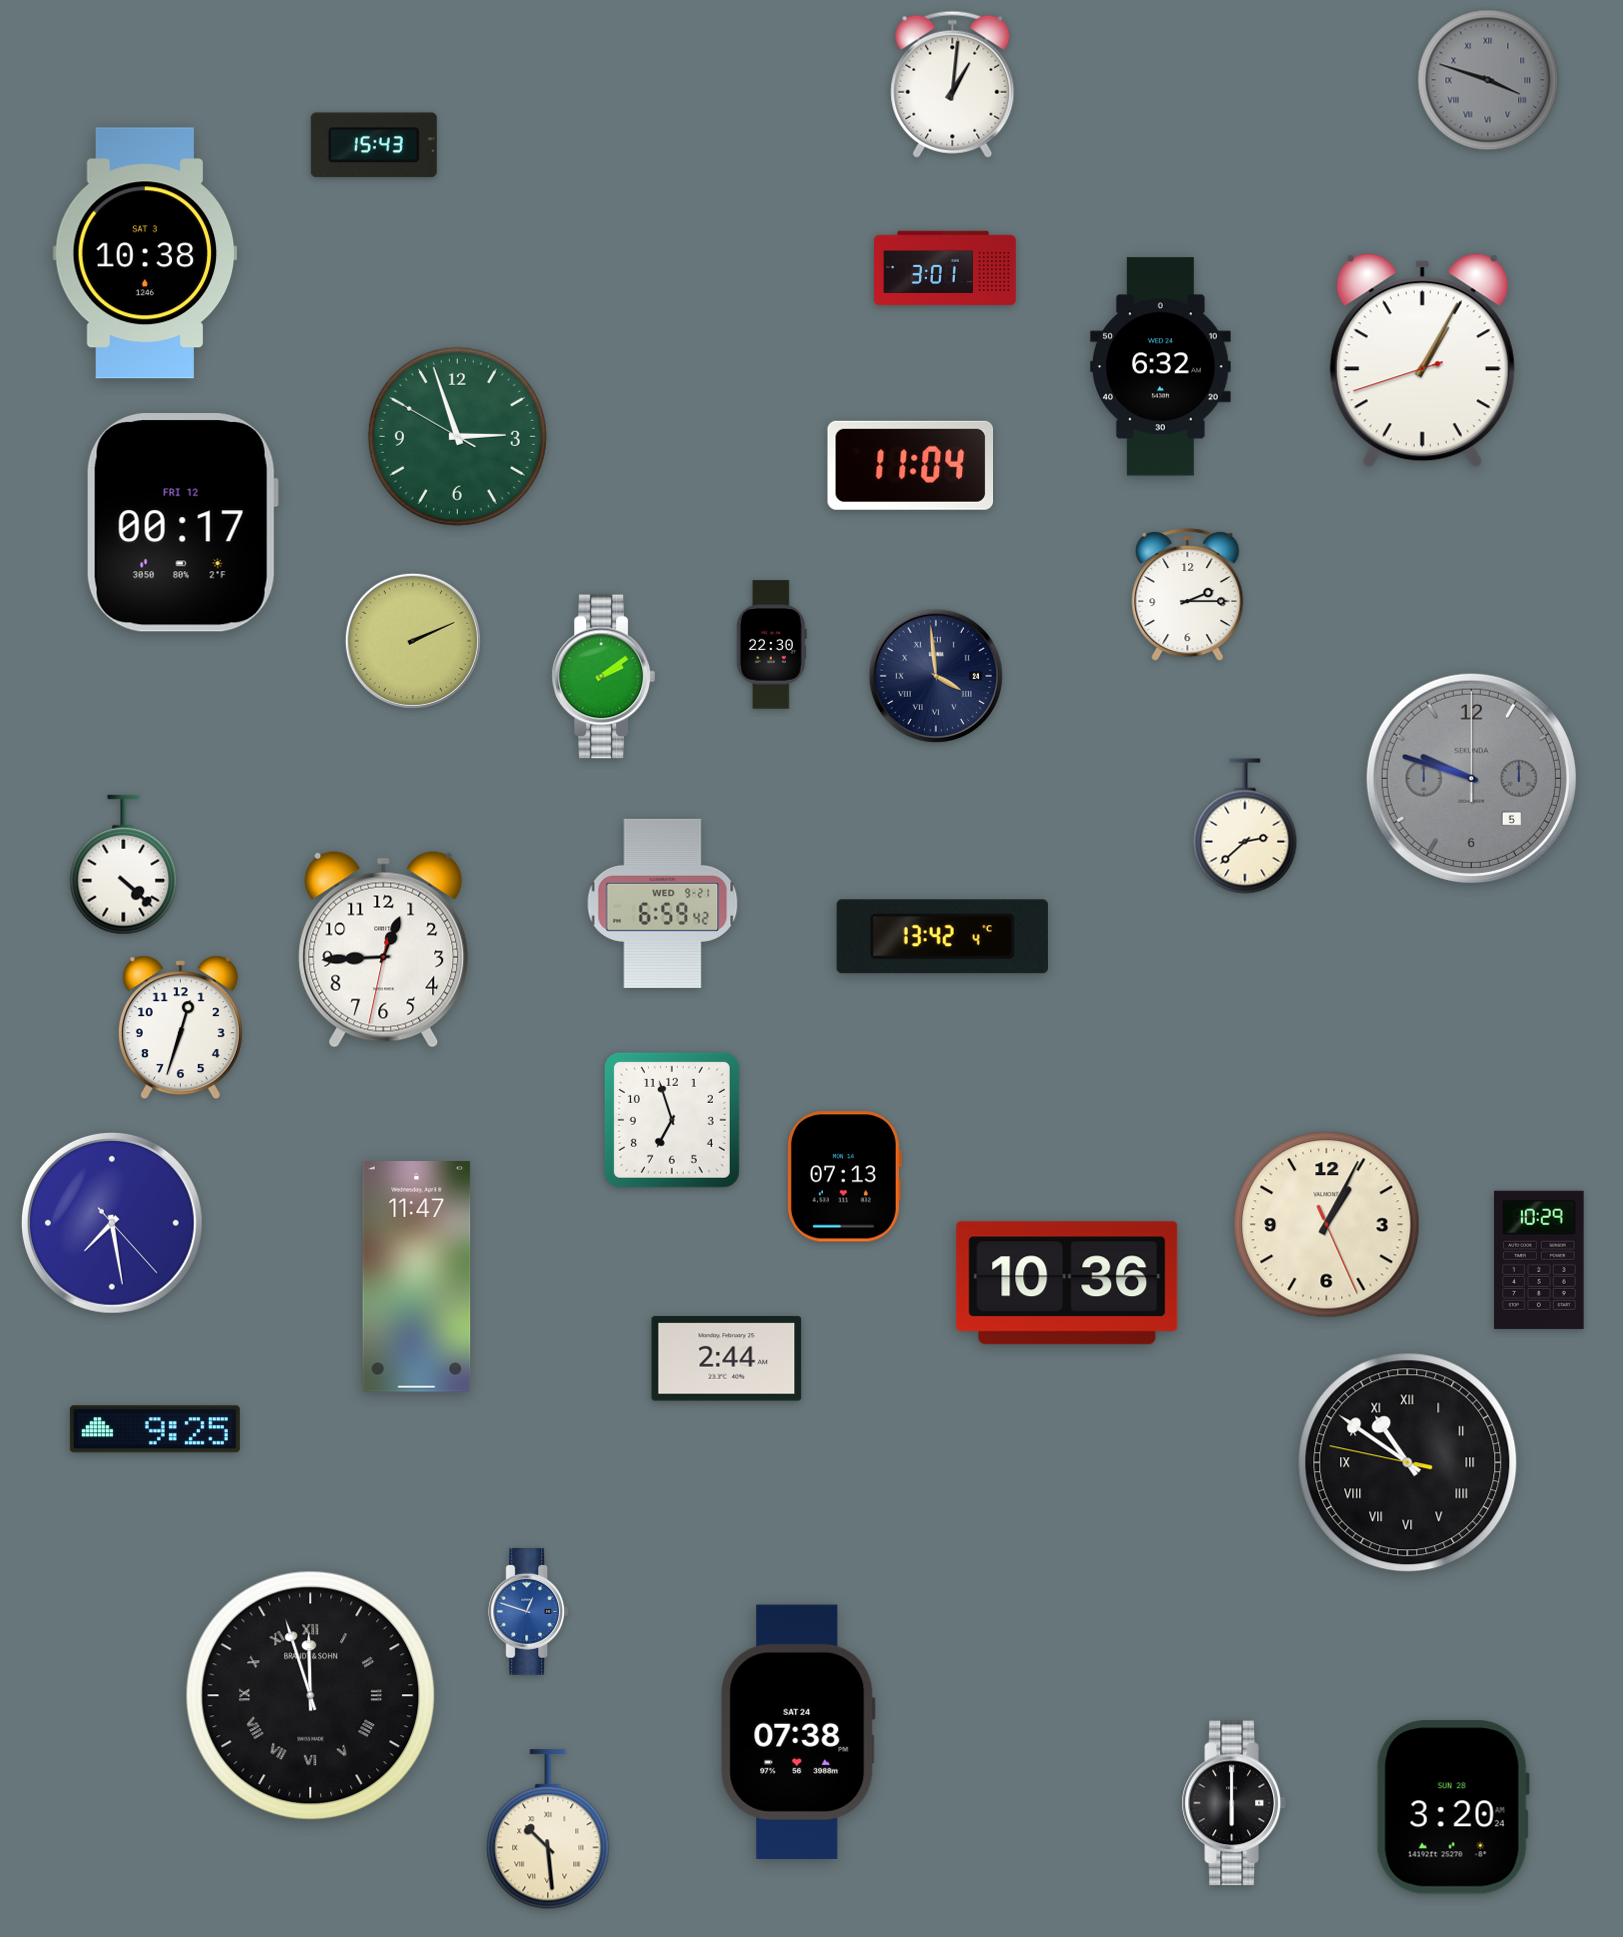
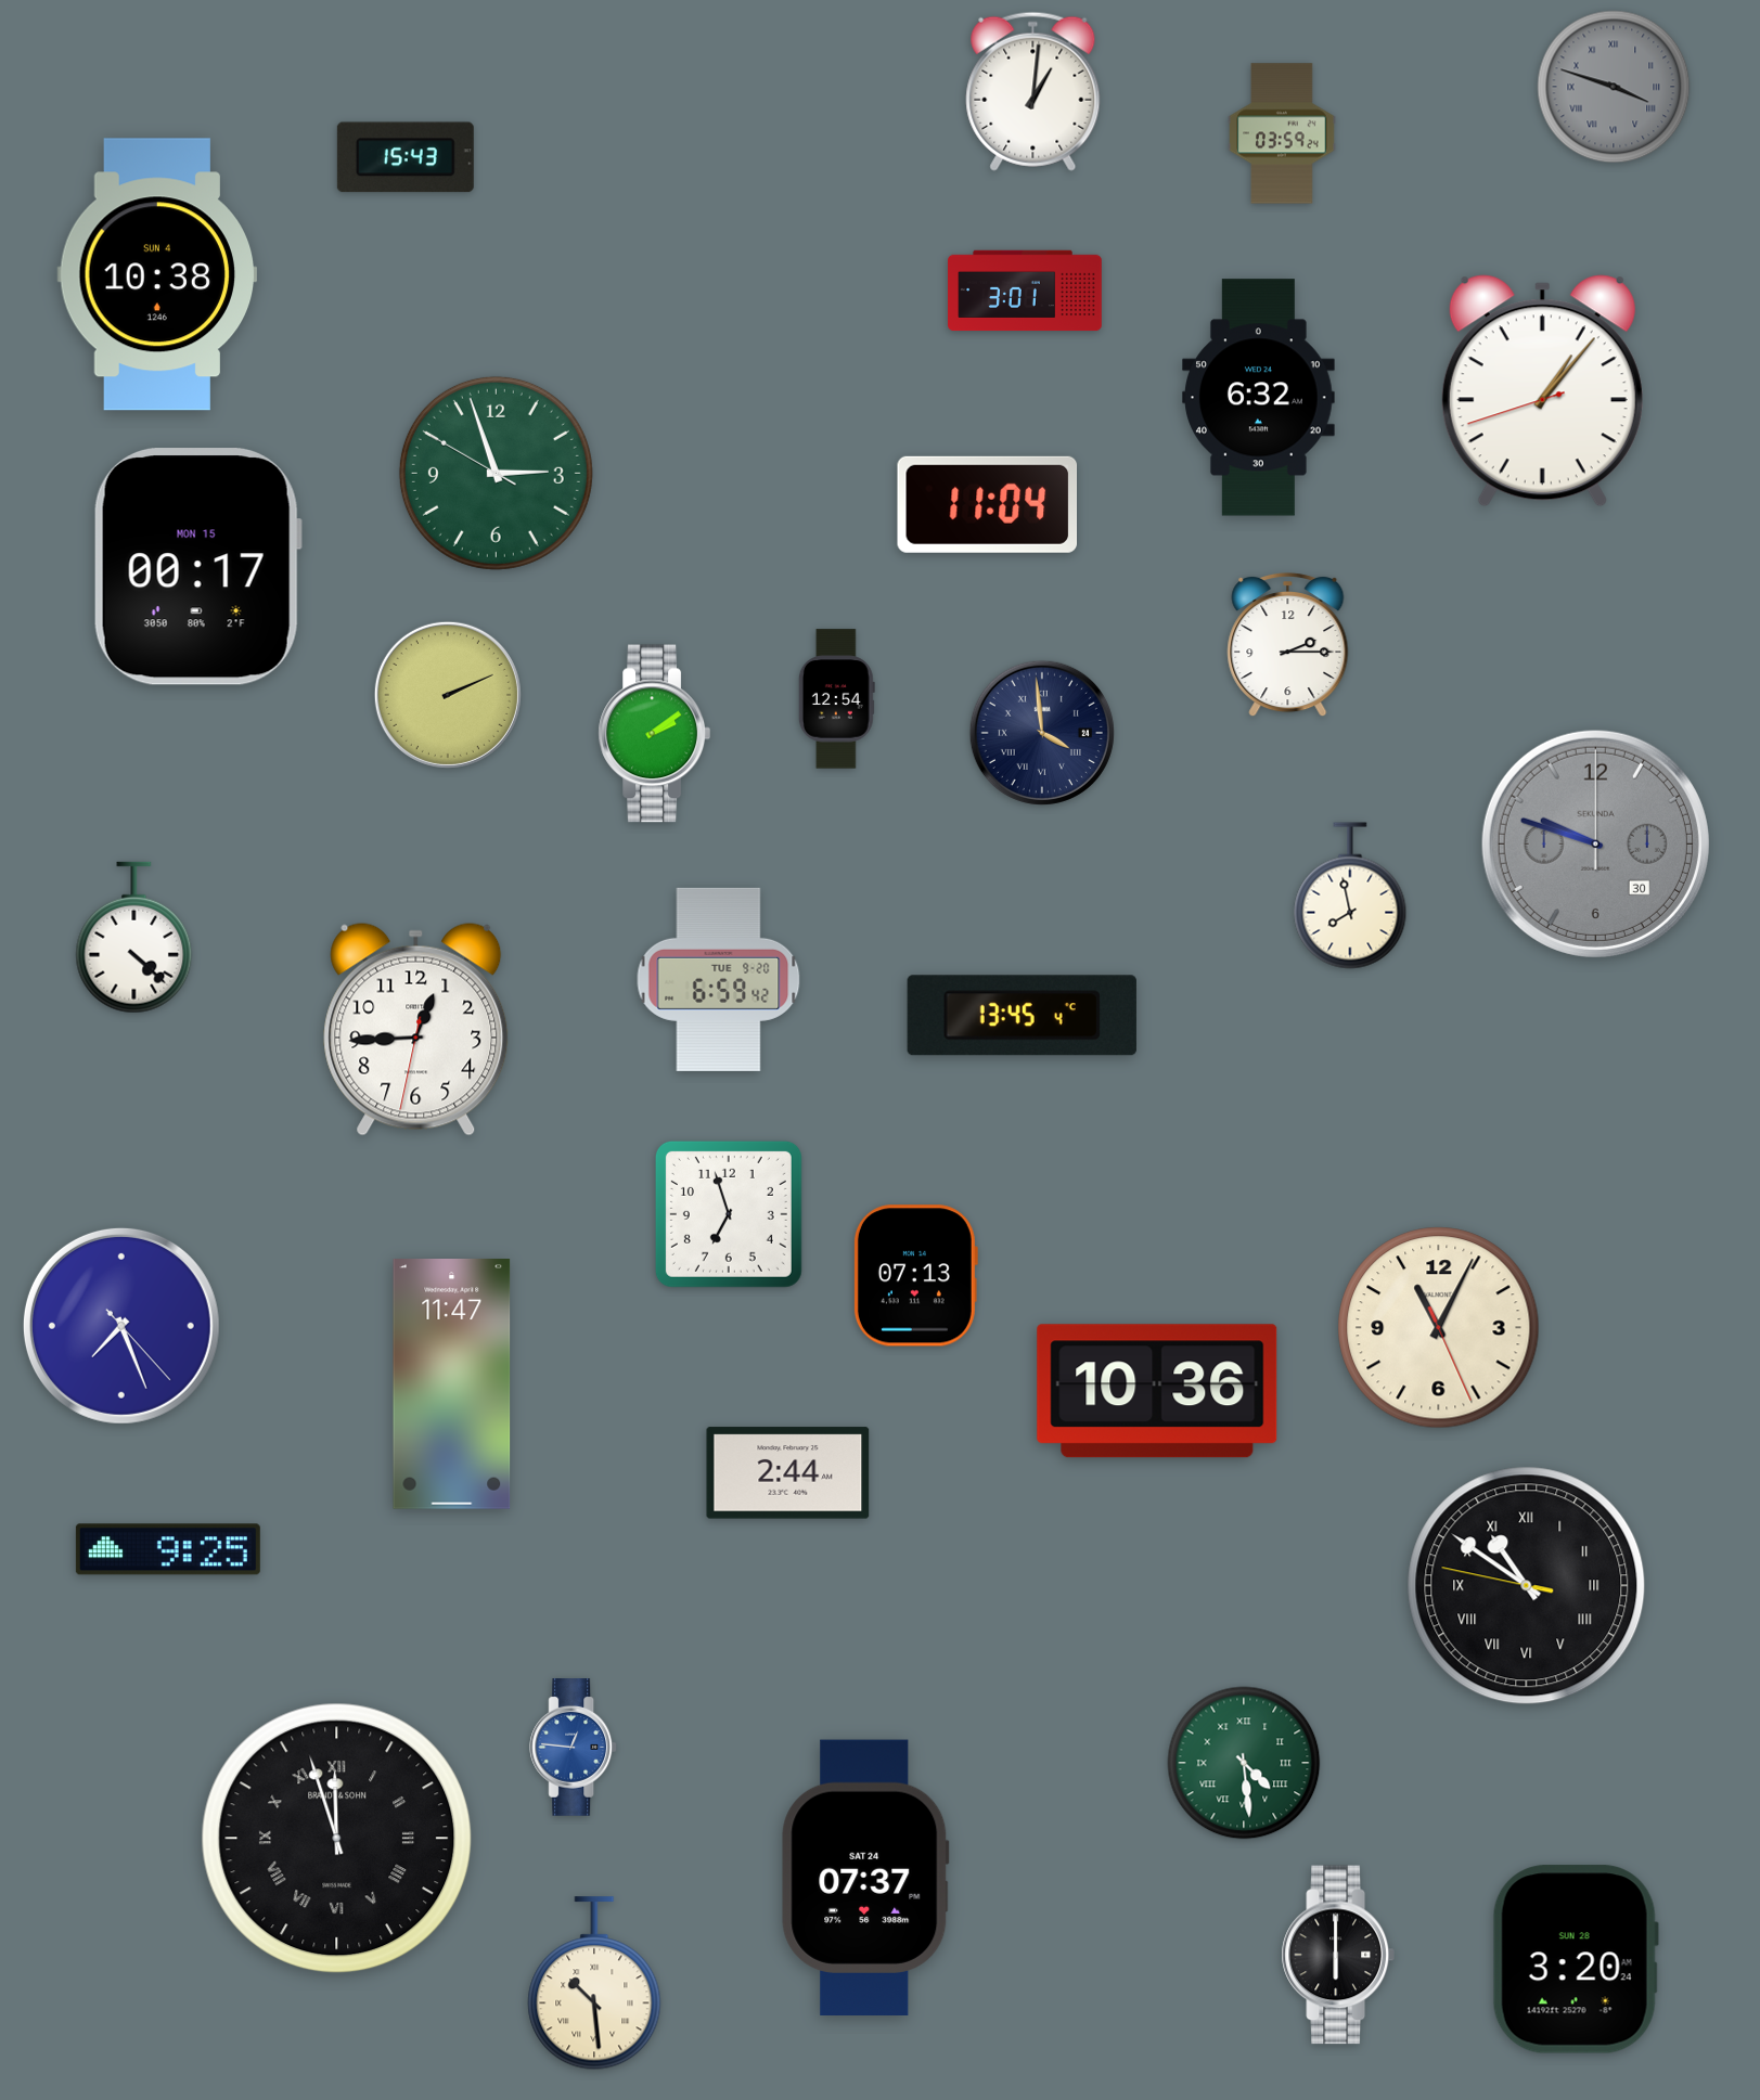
clock at (1282, 133): none -> 03:59
clock at (145, 253) date: SAT 3 -> SUN 4
clock at (1422, 361): 1:04 -> 1:06
clock at (182, 523) date: FRI 12 -> MON 15
clock at (771, 645): 22:30 -> 12:54
clock at (936, 676) position: (936, 676) -> (1042, 733)
clock at (1471, 778) date: 5 -> 30
clock at (1245, 826): 2:38 -> 7:58
clock at (663, 903) date: WED 9-21 -> TUE 9-20
clock at (942, 937): 13:42 -> 13:45
clock at (180, 1028): 12:33 -> none
clock at (112, 1223): 7:28 -> 7:26
clock at (1327, 1225): 1:04 -> 11:04
clock at (1539, 1260): 10:29 -> none
clock at (529, 1612): 12:48 -> 12:46
clock at (1244, 1763): none -> 4:29
clock at (798, 1731): 07:38 -> 07:37
